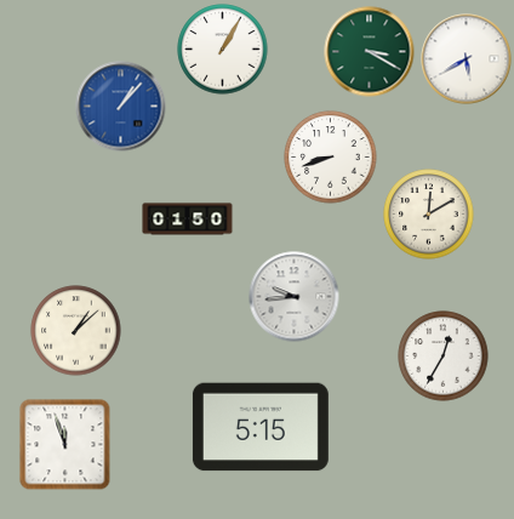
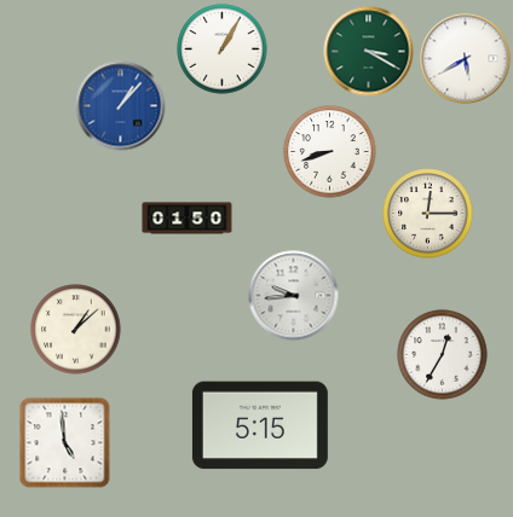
clock at (331, 158) position: (331, 158) -> (330, 152)
clock at (429, 215): 12:10 -> 12:15
clock at (65, 445): 11:57 -> 4:59
